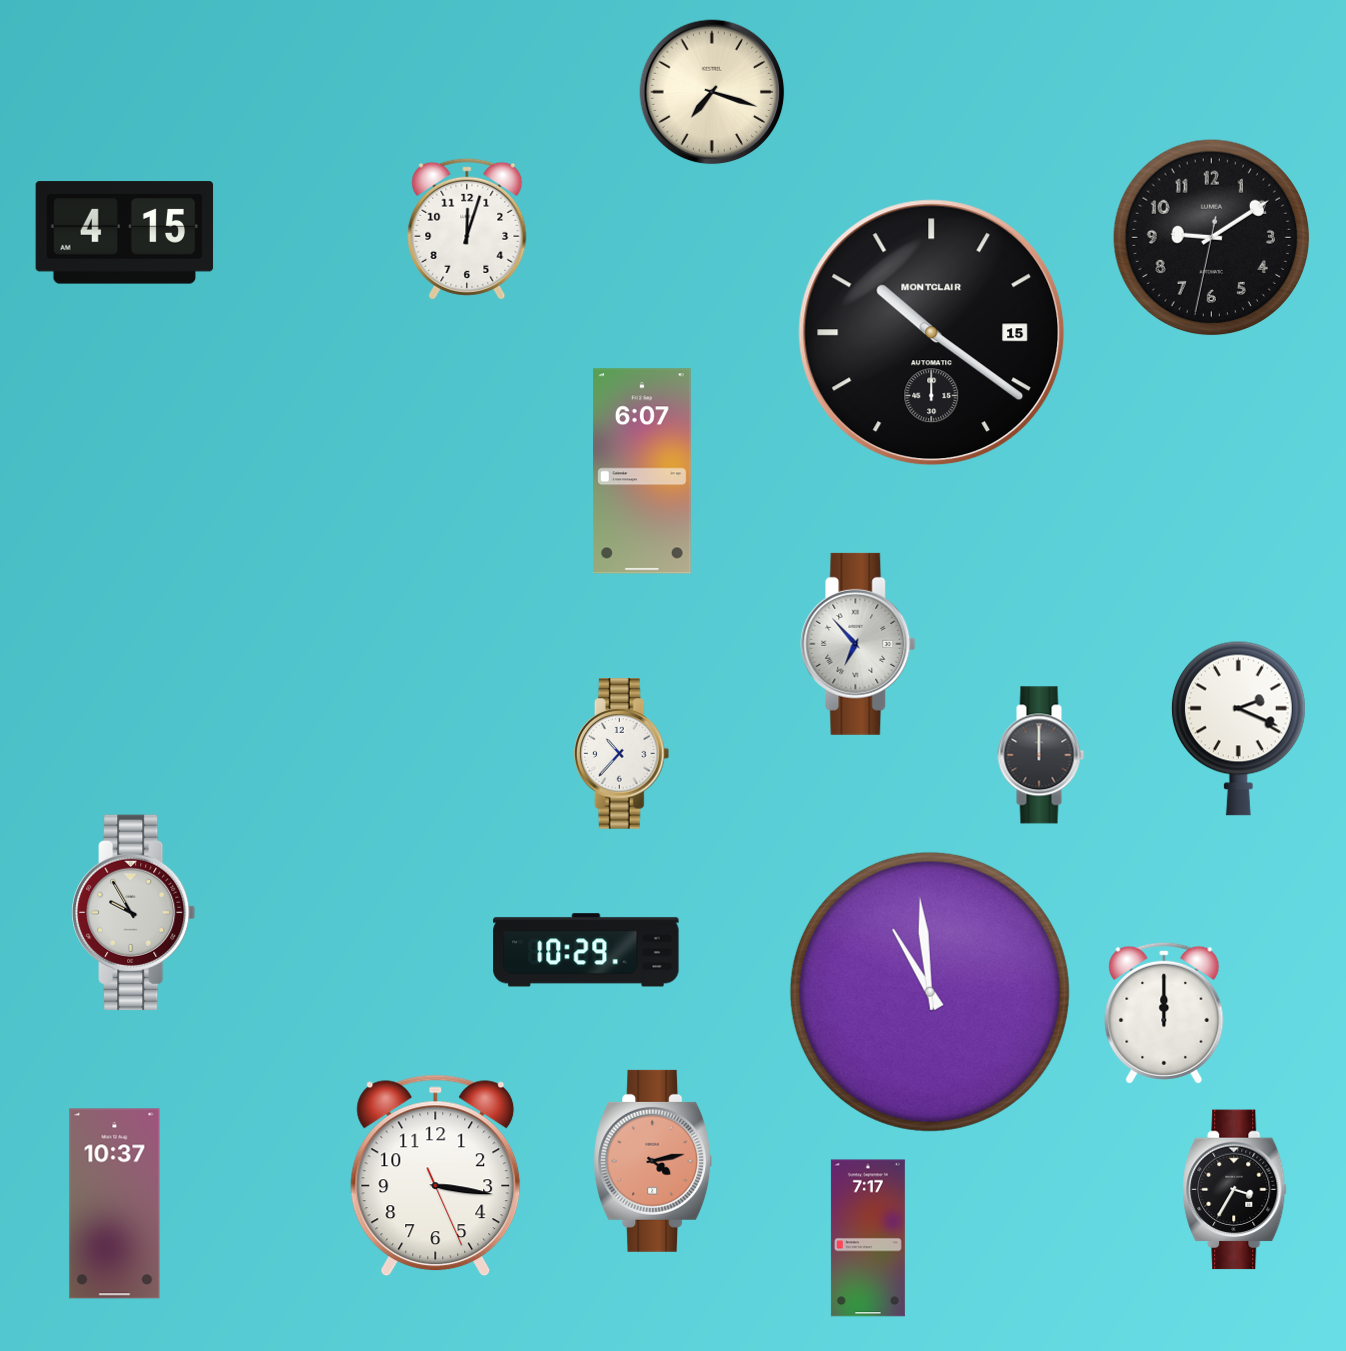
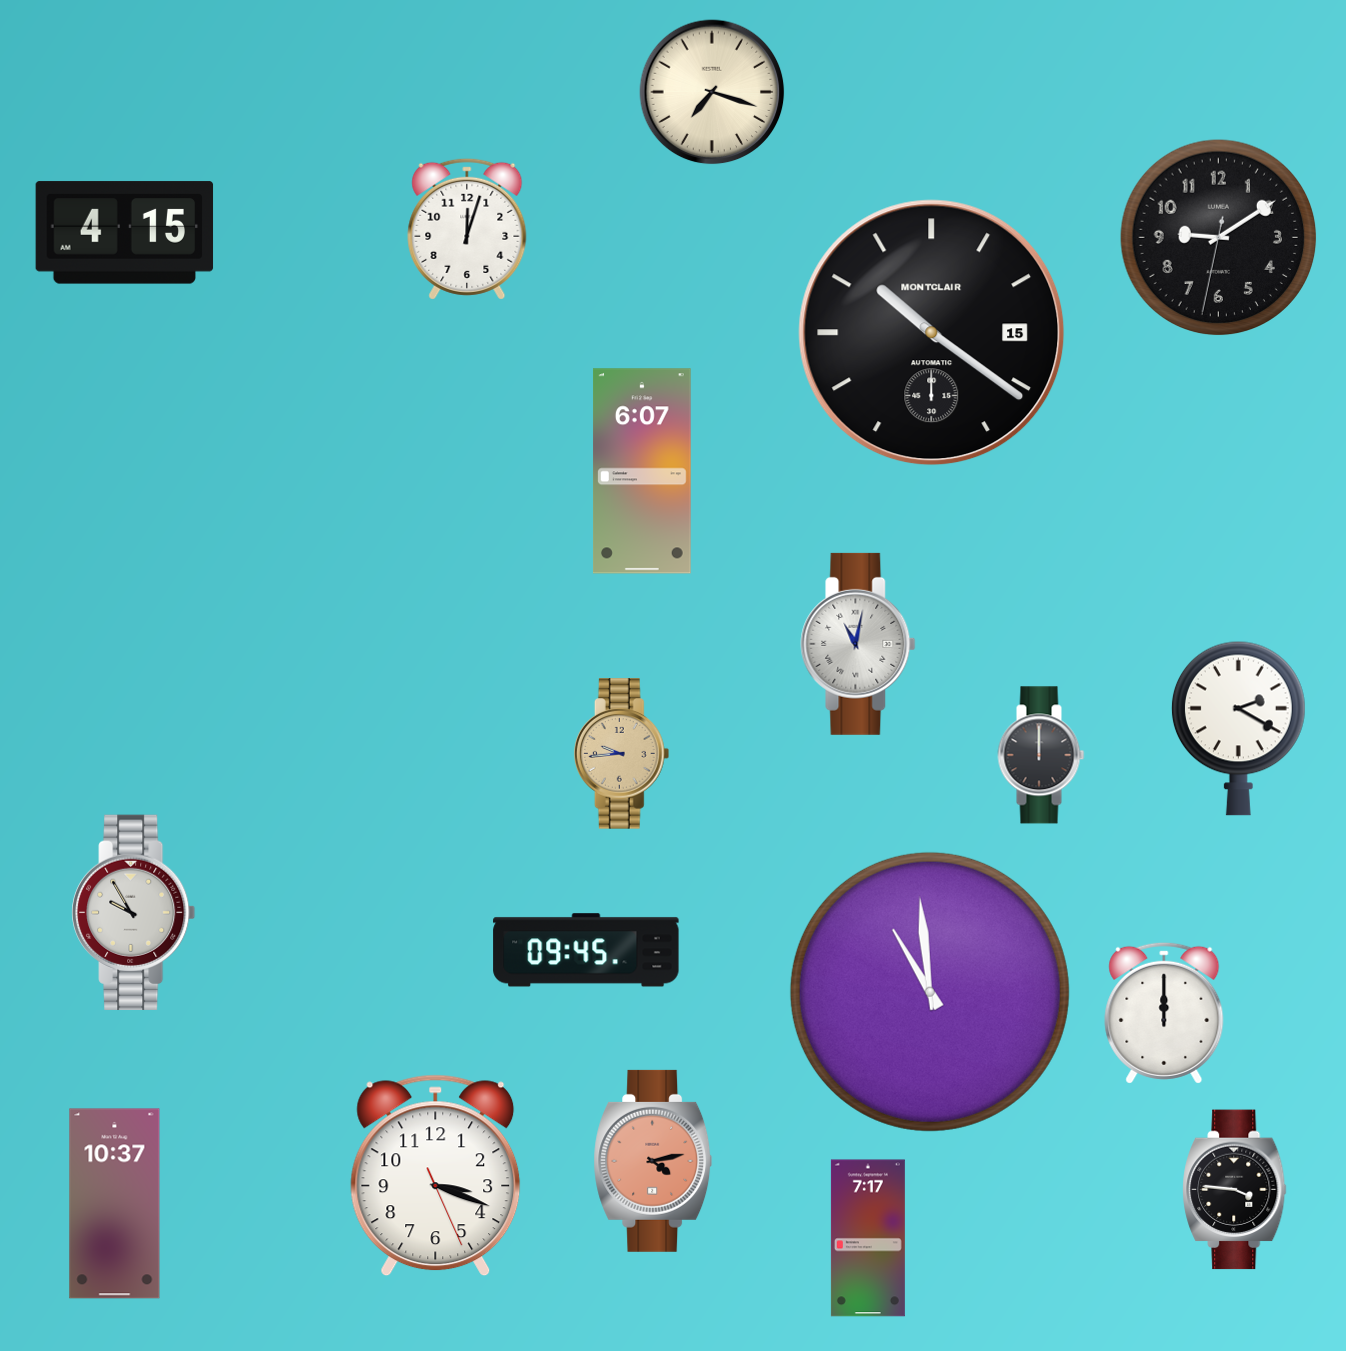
clock at (1212, 238) position: (1212, 238) -> (1219, 238)
clock at (858, 644): 6:53 -> 11:02
clock at (1238, 728): 2:19 -> 2:20
clock at (622, 754): 10:37 -> 9:44
clock at (622, 754) dial: white -> champagne
clock at (586, 950): 10:29 -> 09:45
clock at (436, 1176): 3:16 -> 3:18
clock at (1235, 1190): 3:35 -> 3:46
